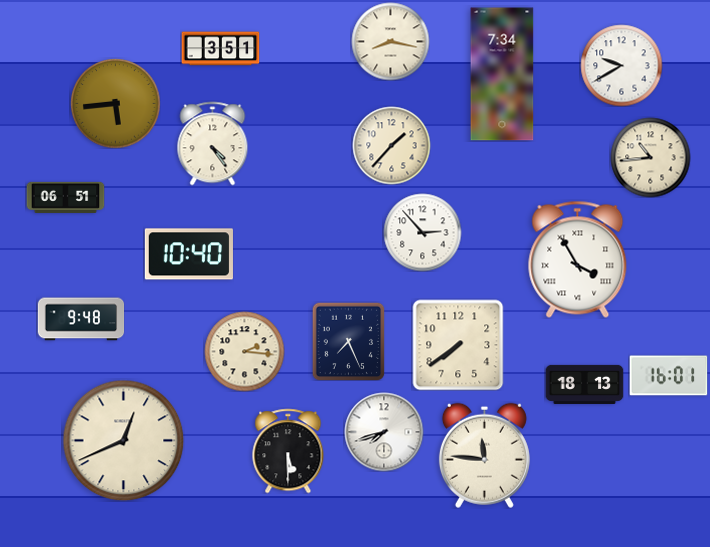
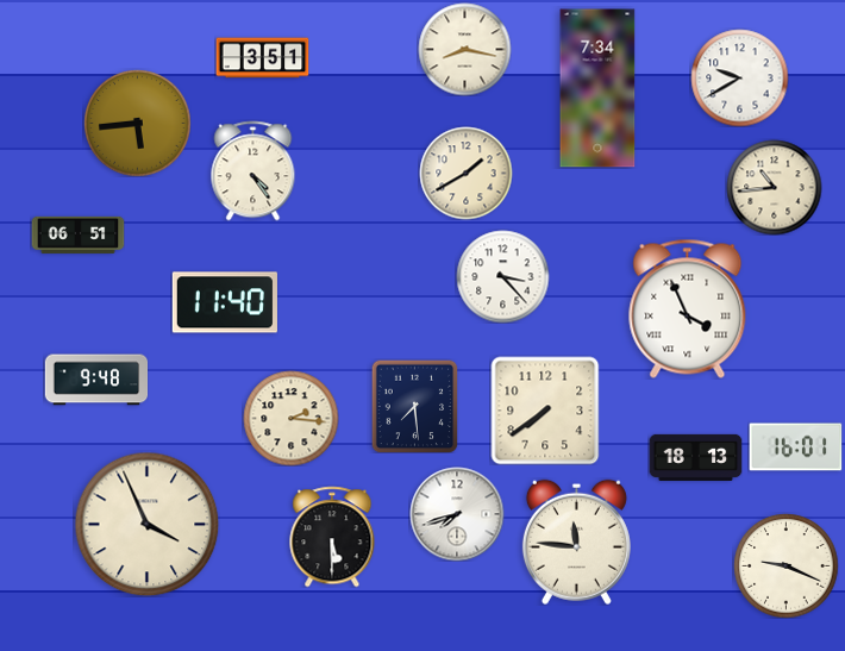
clock at (391, 145): 1:37 -> 1:40
clock at (422, 232): 2:53 -> 3:23
clock at (189, 254): 10:40 -> 11:40
clock at (578, 259): 3:55 -> 3:56
clock at (349, 341): 7:26 -> 7:29
clock at (123, 440): 12:41 -> 3:56
clock at (288, 451) position: (288, 451) -> (332, 537)
clock at (785, 565): none -> 9:19
